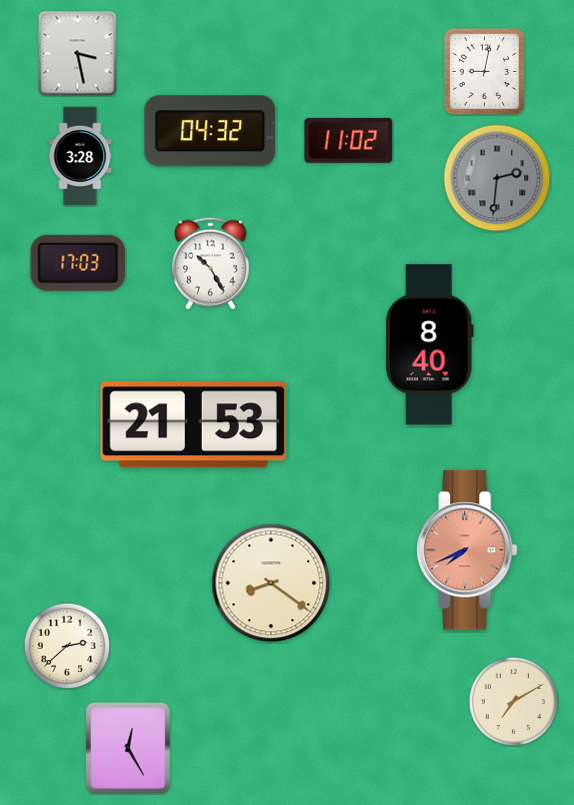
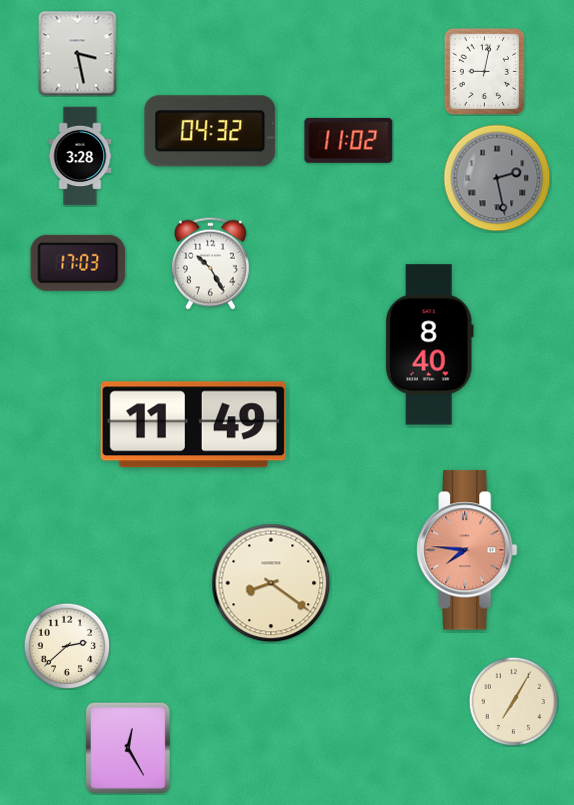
clock at (497, 178): 2:31 -> 2:28
clock at (193, 425): 21:53 -> 11:49
clock at (467, 550): 7:41 -> 7:46
clock at (513, 701): 7:10 -> 7:05
